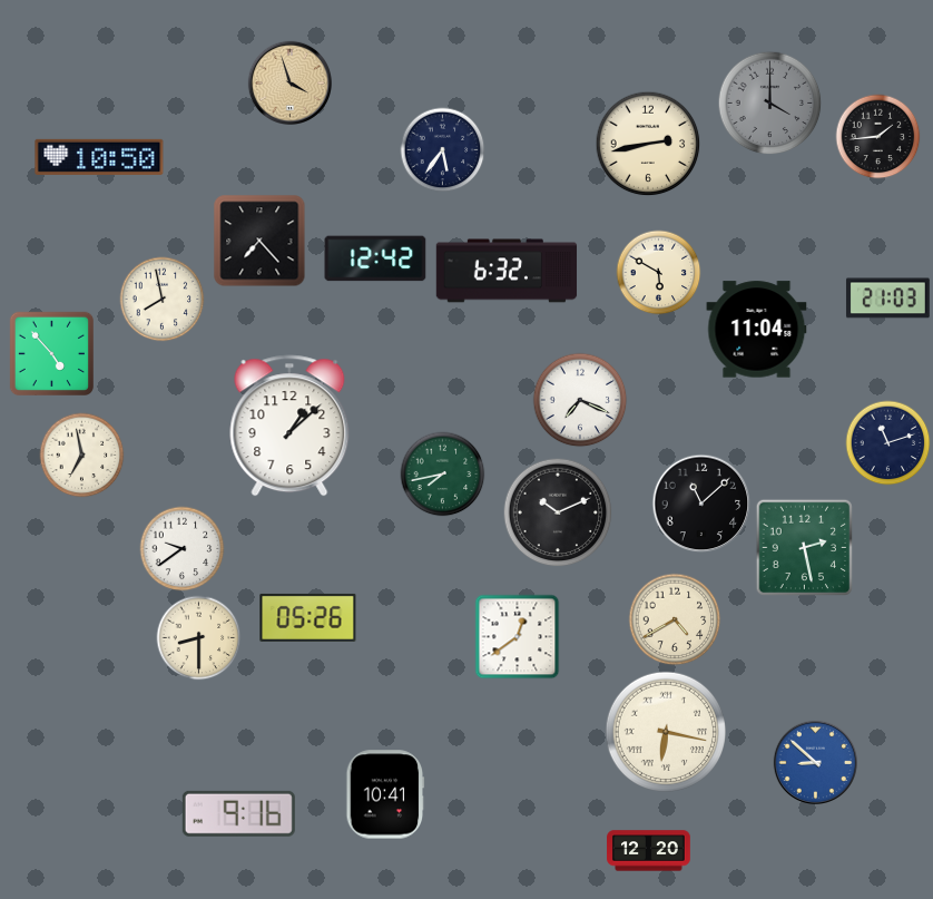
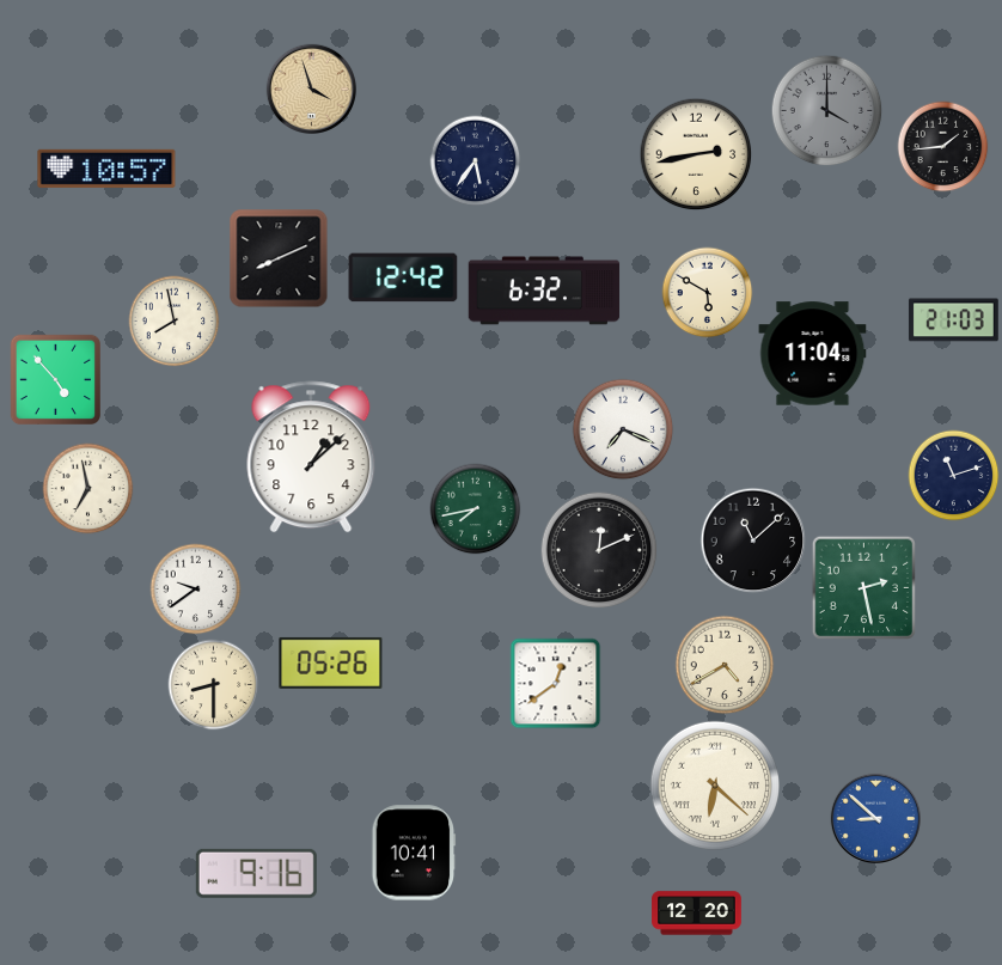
clock at (99, 157): 10:50 -> 10:57
clock at (259, 241): 7:23 -> 8:11
clock at (558, 512): 10:11 -> 12:11
clock at (665, 731): 6:17 -> 6:22
